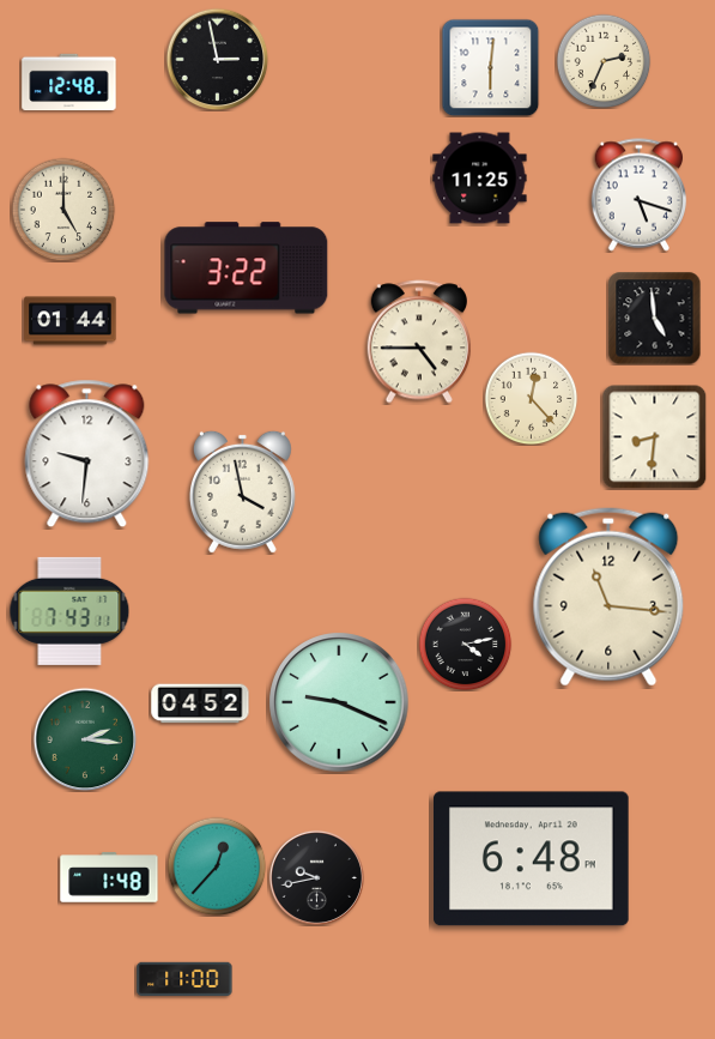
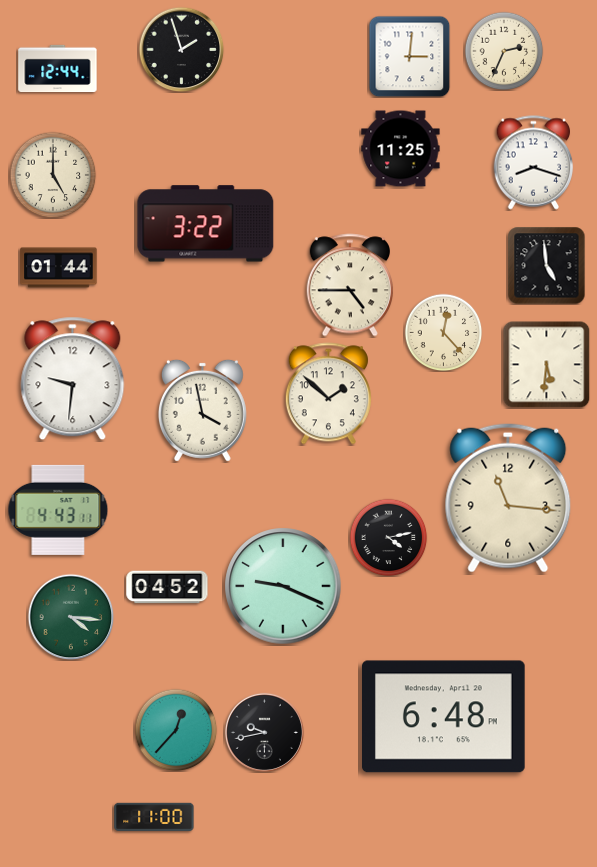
clock at (217, 59): 2:58 -> 1:57
clock at (490, 67): 6:01 -> 3:01
clock at (69, 83): 12:48 -> 12:44
clock at (640, 195): 5:18 -> 8:18
clock at (654, 436): 8:31 -> 5:31
clock at (328, 394): none -> 1:52
clock at (69, 611): 7:43 -> 4:43
clock at (85, 739): 2:16 -> 4:16
clock at (217, 866) position: (217, 866) -> (176, 730)
clock at (109, 877): 1:48 -> none
